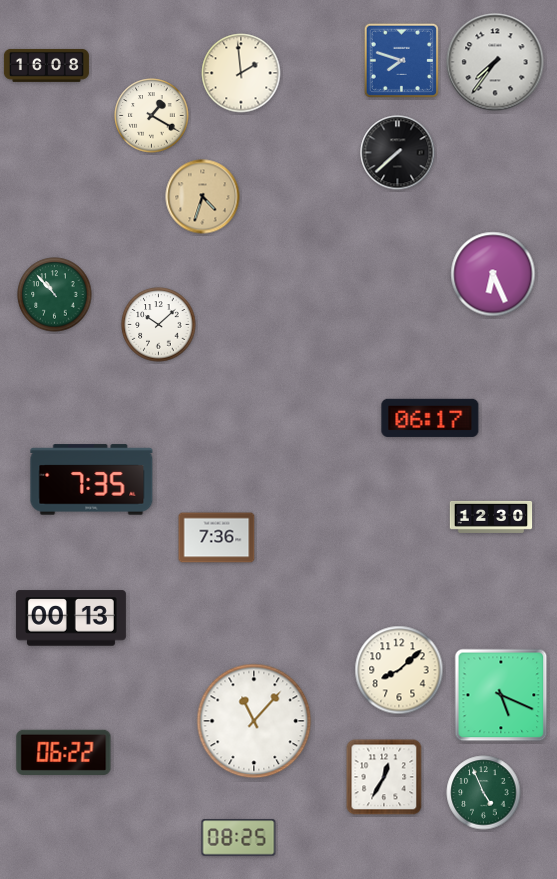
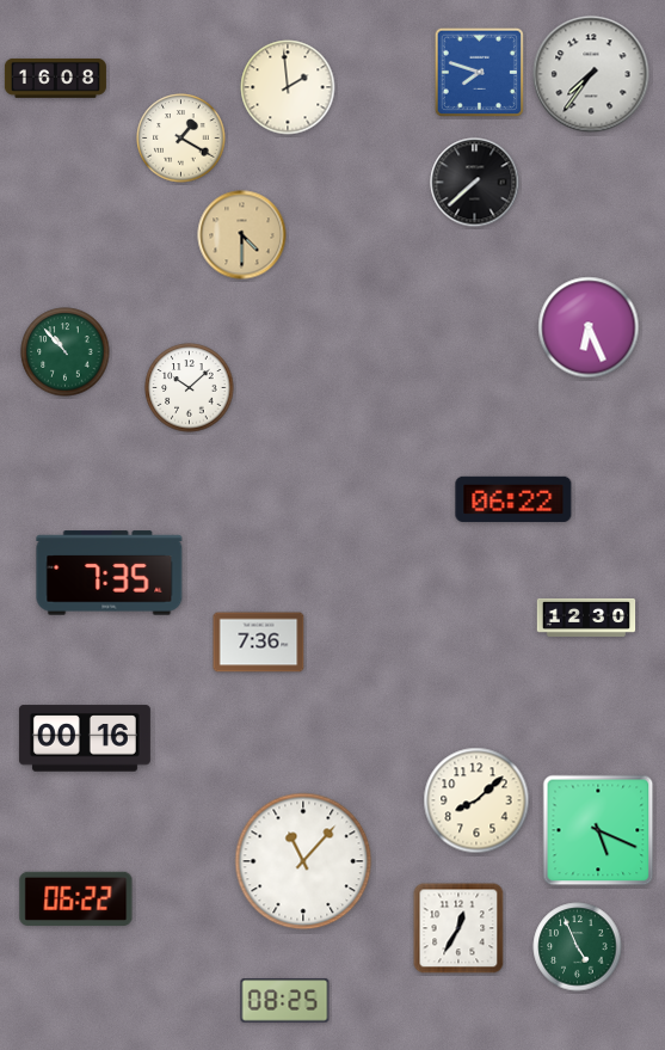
clock at (203, 197): 4:33 -> 4:30
clock at (430, 418): 06:17 -> 06:22
clock at (71, 618): 00:13 -> 00:16
